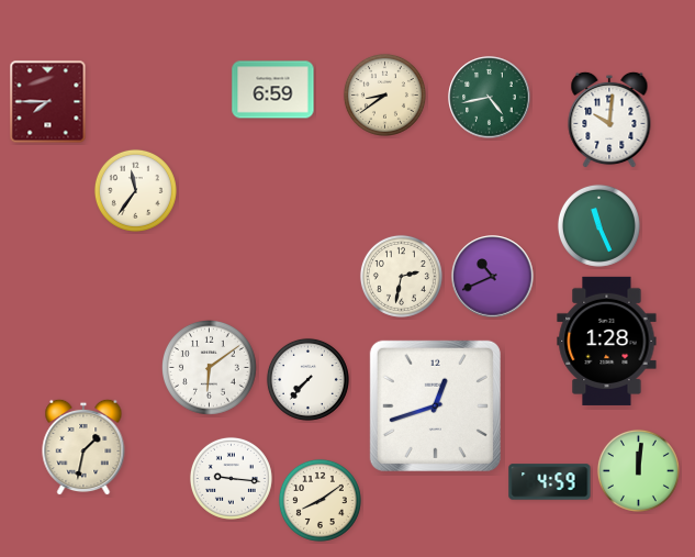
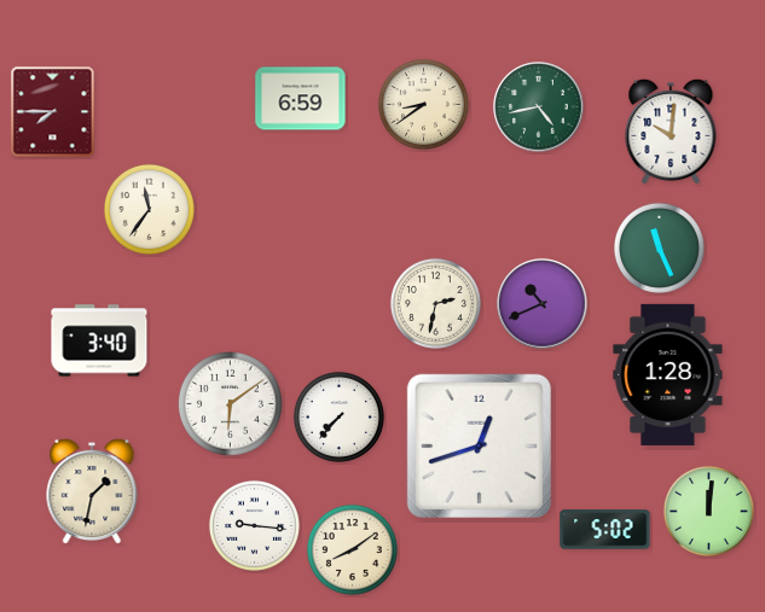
clock at (401, 276) position: (401, 276) -> (435, 303)
clock at (99, 340): none -> 3:40
clock at (638, 470) position: (638, 470) -> (708, 511)
clock at (550, 482): 4:59 -> 5:02
